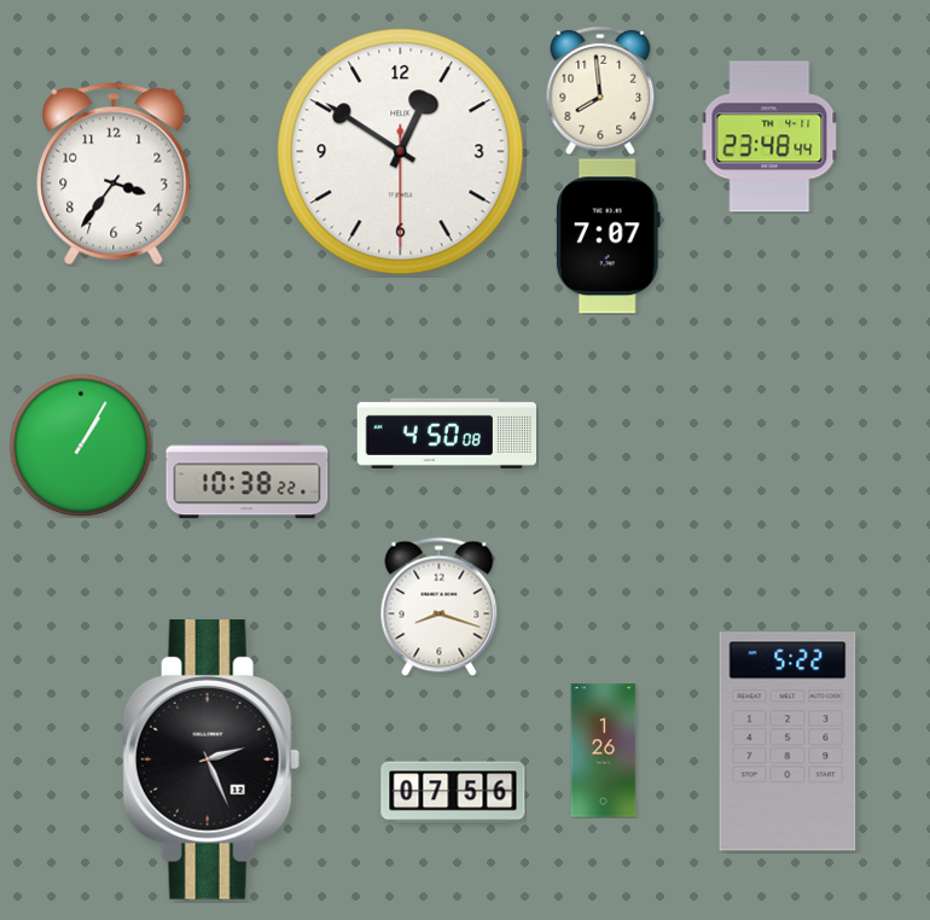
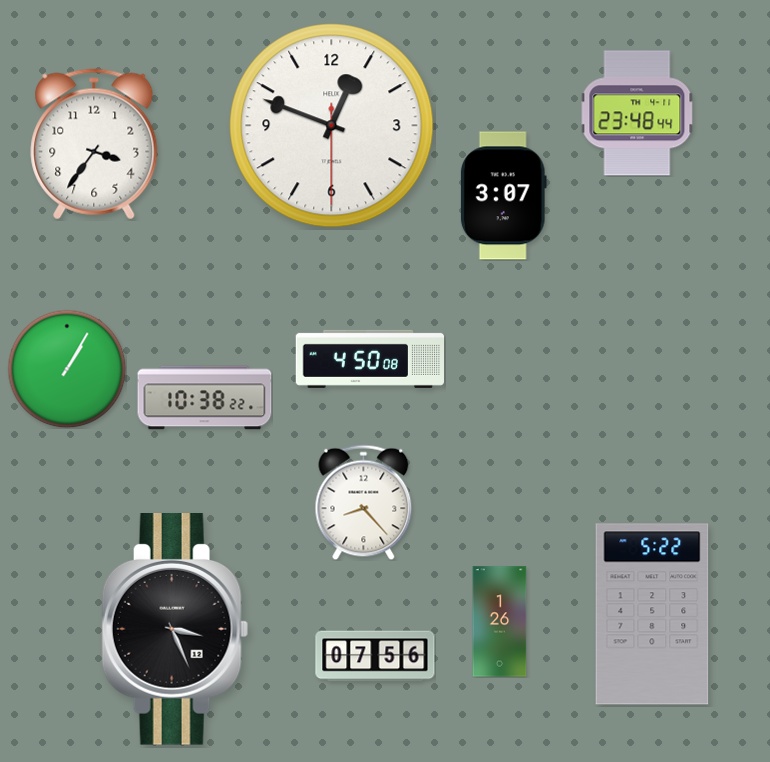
clock at (600, 91): 7:59 -> none
clock at (401, 152): 12:50 -> 12:48
clock at (608, 237): 7:07 -> 3:07
clock at (440, 606): 8:18 -> 8:23
clock at (211, 761): 2:26 -> 3:26
